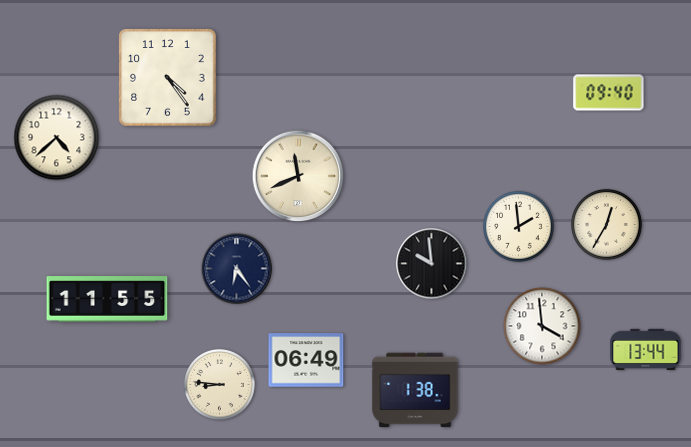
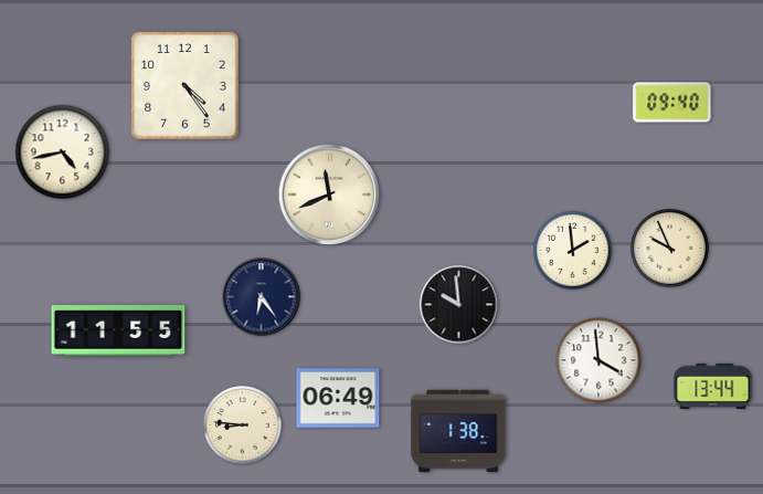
clock at (57, 138): 4:38 -> 4:43
clock at (607, 225): 12:35 -> 9:56
clock at (432, 264) position: (432, 264) -> (459, 305)
